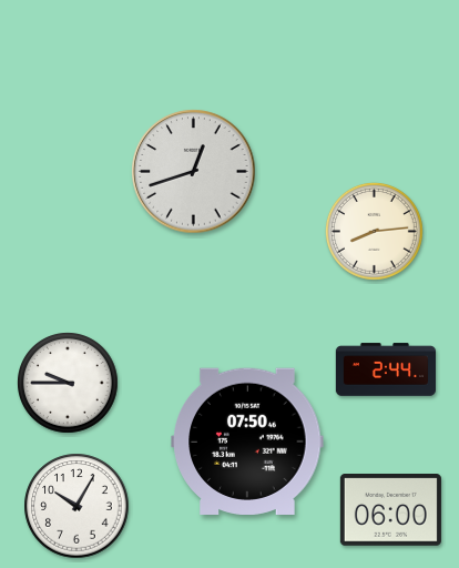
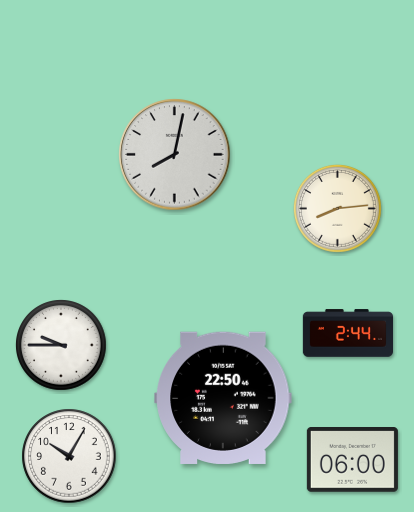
clock at (194, 172): 12:42 -> 8:02
clock at (247, 442): 07:50 -> 22:50
